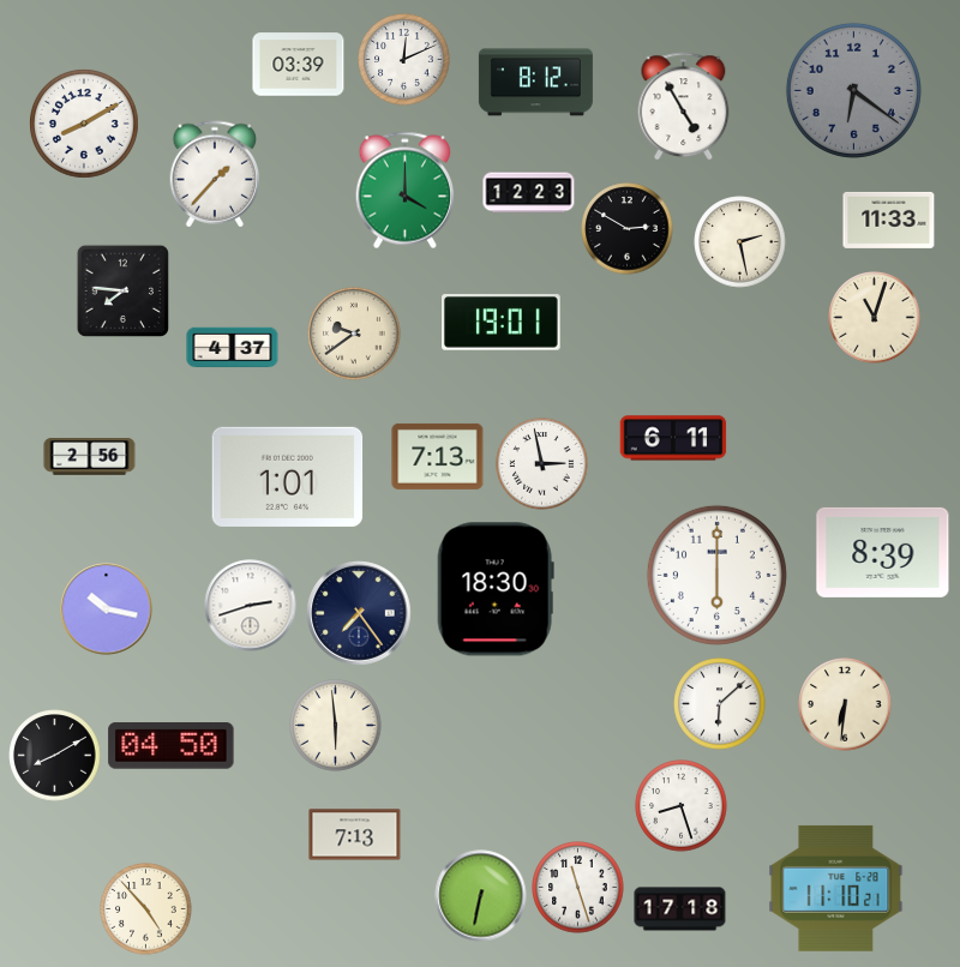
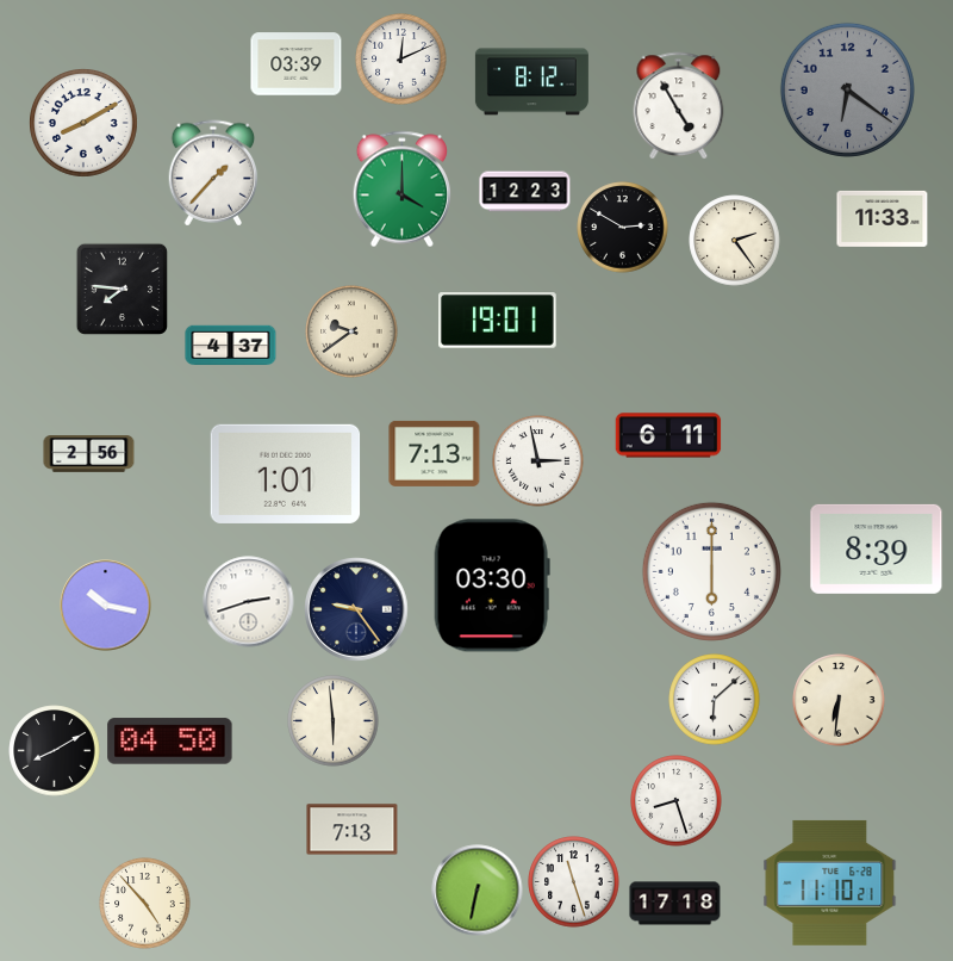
clock at (740, 242): 2:28 -> 2:24
clock at (875, 318): 11:03 -> none
clock at (496, 589): 18:30 -> 03:30
clock at (359, 613): 7:24 -> 9:24
